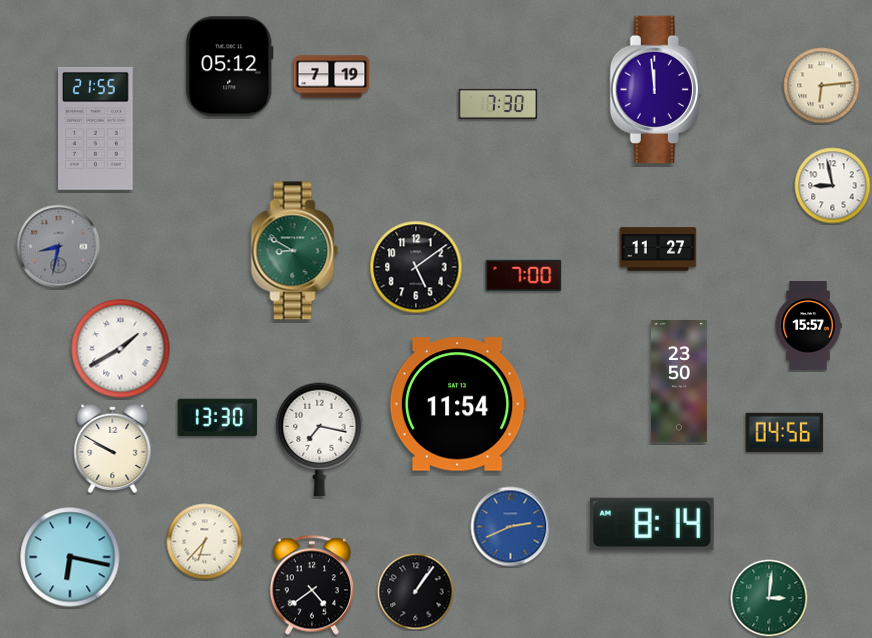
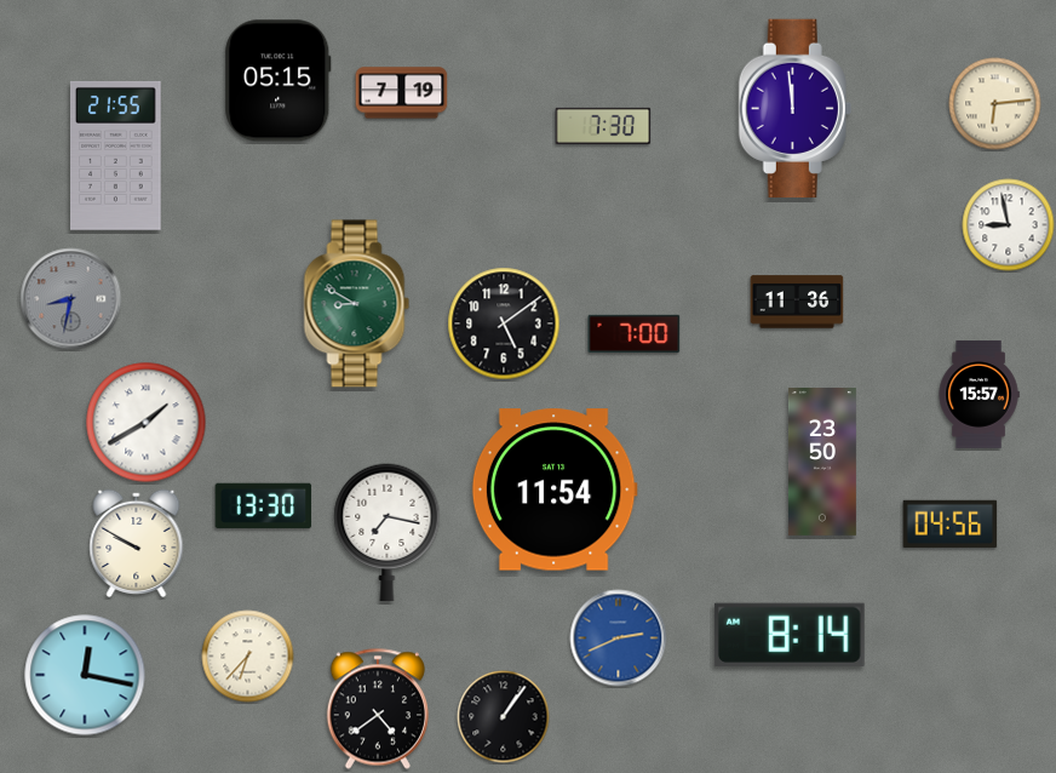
clock at (230, 67): 05:12 -> 05:15
clock at (658, 249): 11:27 -> 11:36
clock at (70, 557): 6:17 -> 12:17
clock at (769, 598): 3:01 -> none
